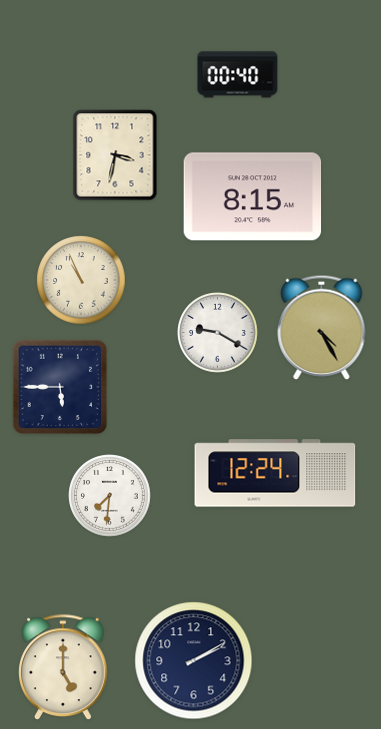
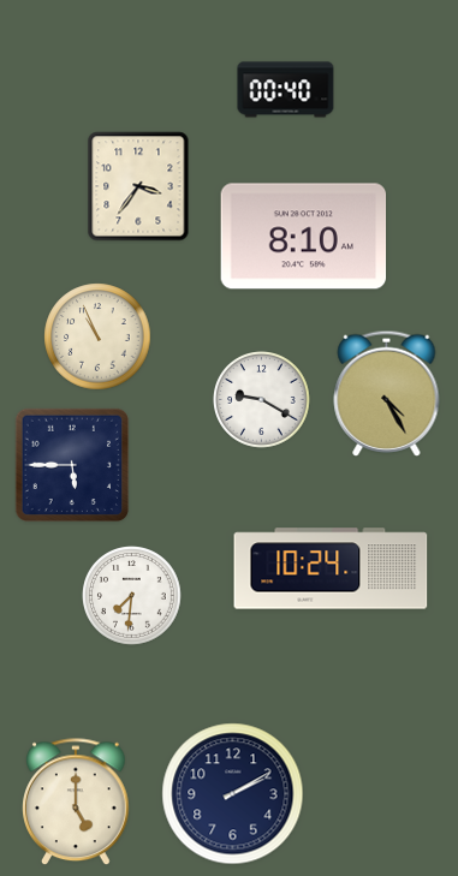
clock at (115, 155): 3:32 -> 3:36
clock at (253, 197): 8:15 -> 8:10
clock at (275, 473): 12:24 -> 10:24
